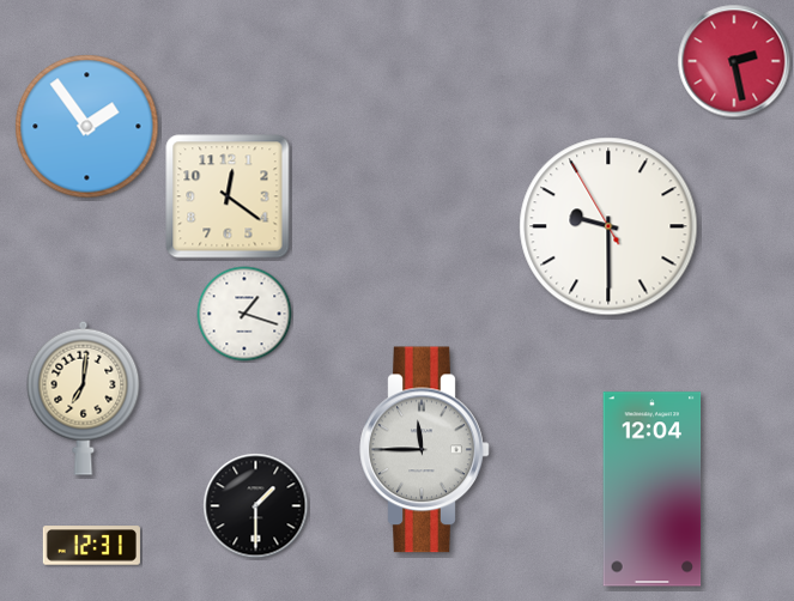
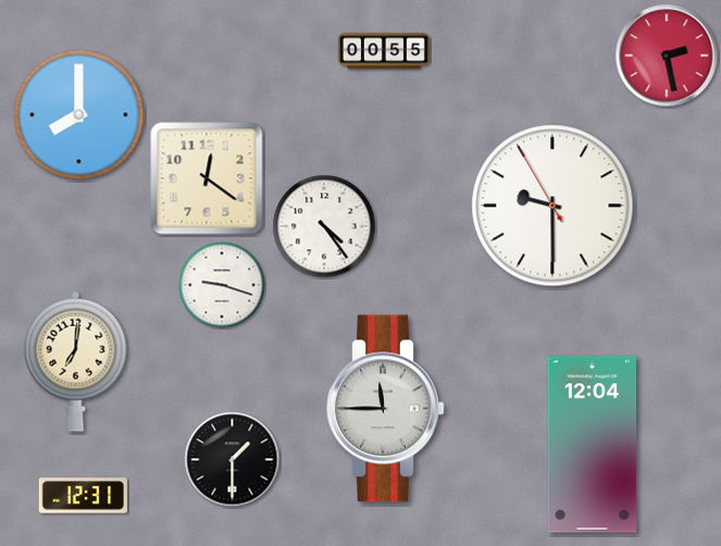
clock at (384, 51): none -> 00:55
clock at (87, 127): 1:54 -> 8:00
clock at (324, 226): none -> 4:24
clock at (244, 314): 1:18 -> 9:18
